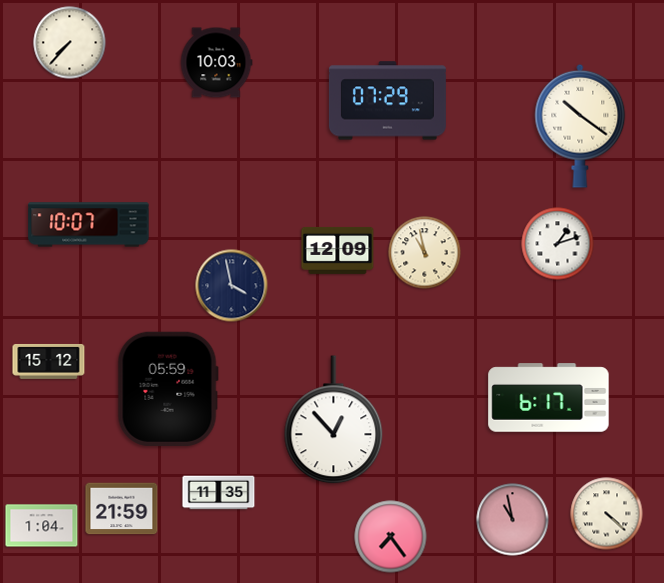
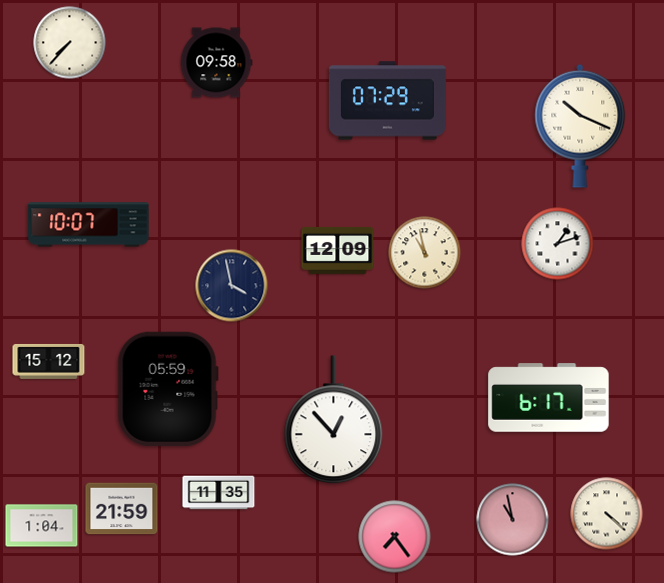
clock at (216, 63): 10:03 -> 09:58
clock at (580, 126): 10:21 -> 10:19
clock at (391, 537) position: (391, 537) -> (395, 537)
